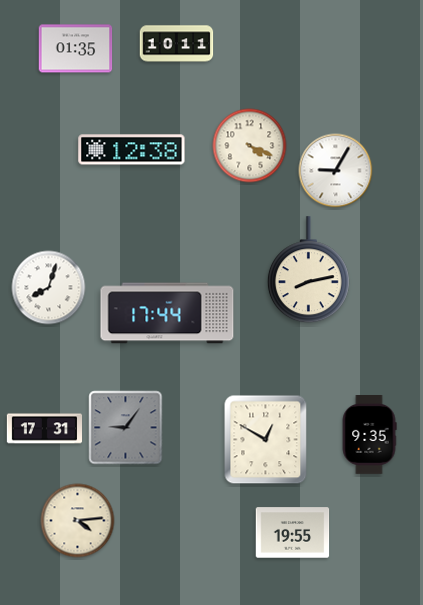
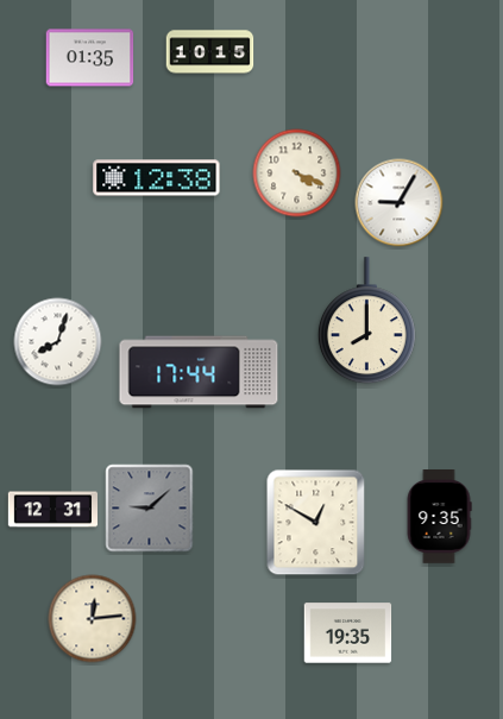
clock at (177, 44): 10:11 -> 10:15
clock at (308, 270): 8:13 -> 8:00
clock at (126, 428): 9:06 -> 9:08
clock at (45, 429): 17:31 -> 12:31
clock at (78, 521): 4:14 -> 12:14
clock at (293, 533): 19:55 -> 19:35
